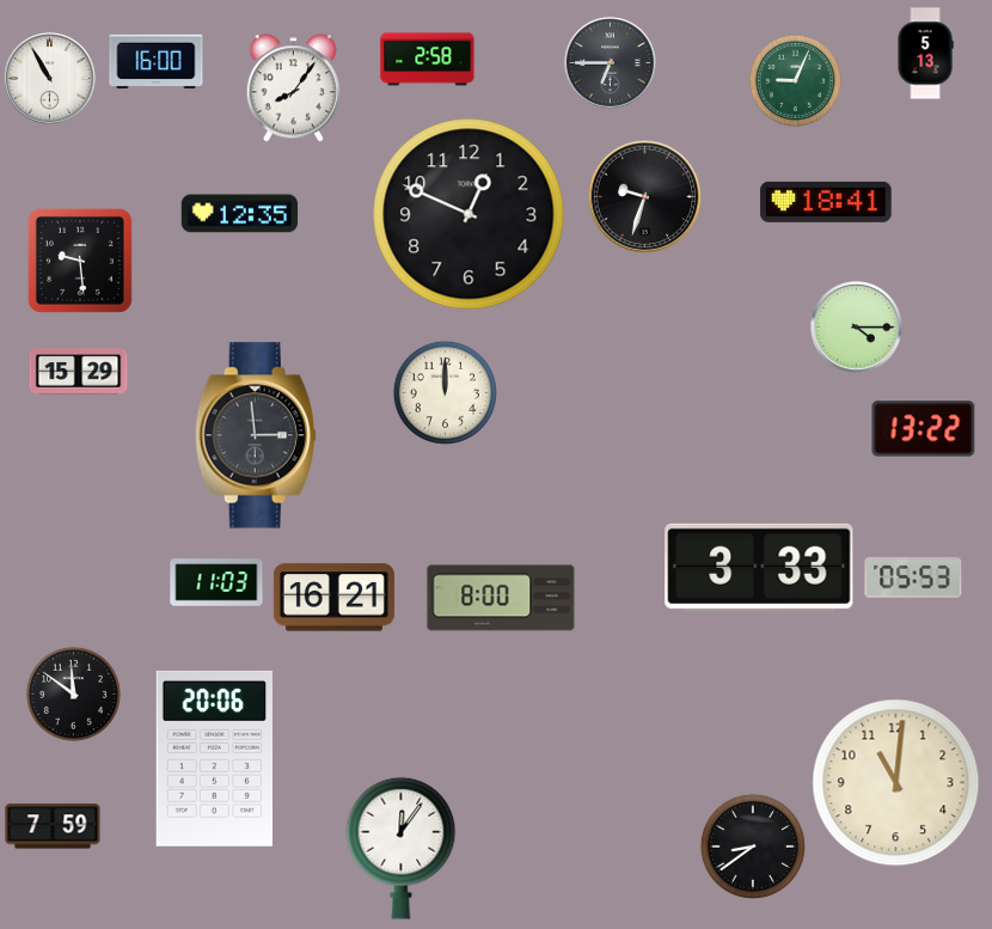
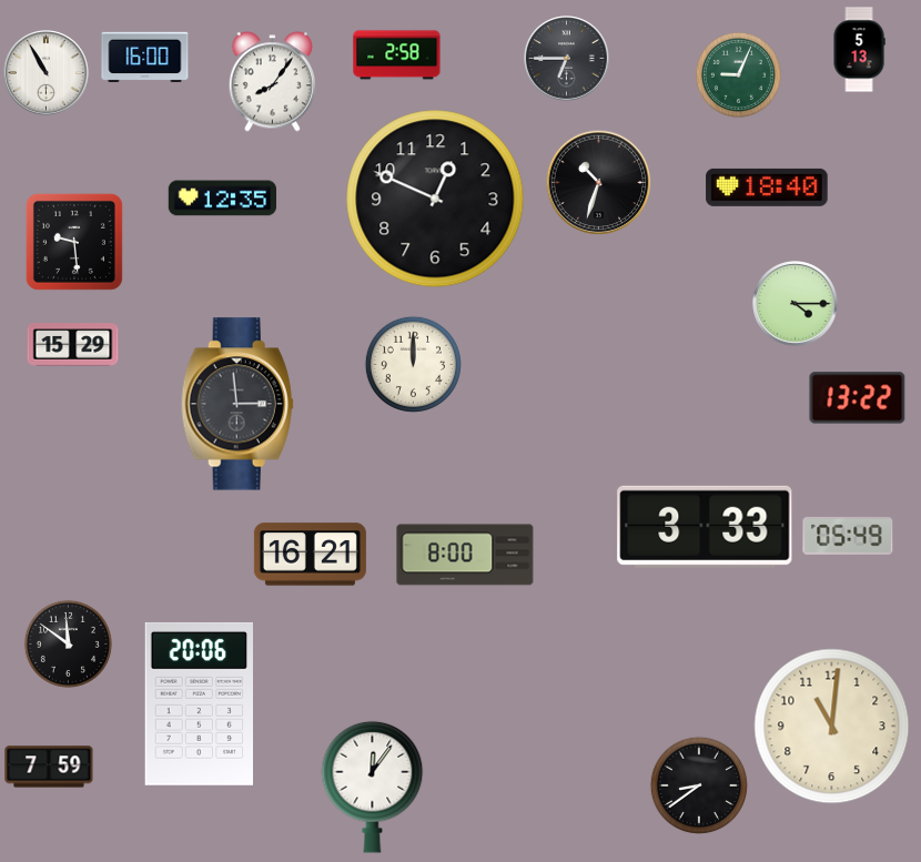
clock at (644, 196): 9:33 -> 10:33
clock at (826, 202): 18:41 -> 18:40
clock at (913, 577): 05:53 -> 05:49
clock at (216, 582): 11:03 -> none
